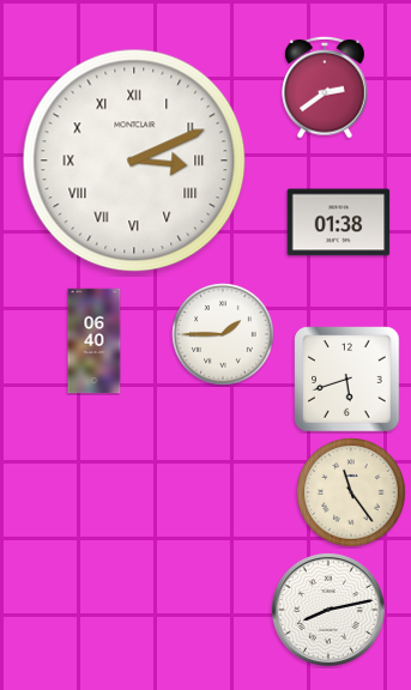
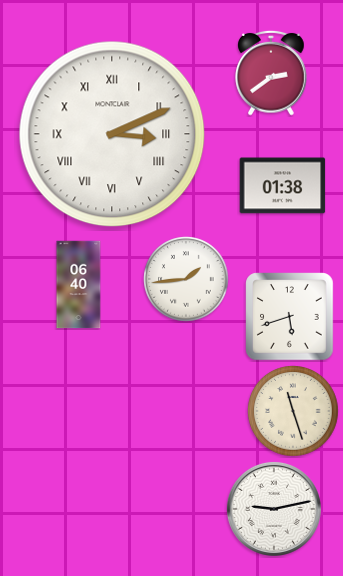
clock at (223, 334): 1:45 -> 1:44
clock at (351, 492): 11:24 -> 11:27
clock at (328, 610): 8:13 -> 9:13
